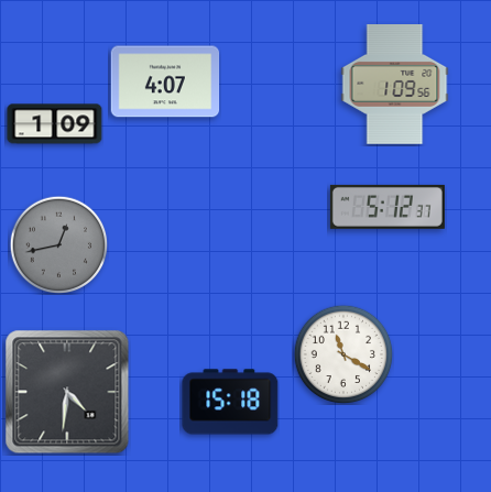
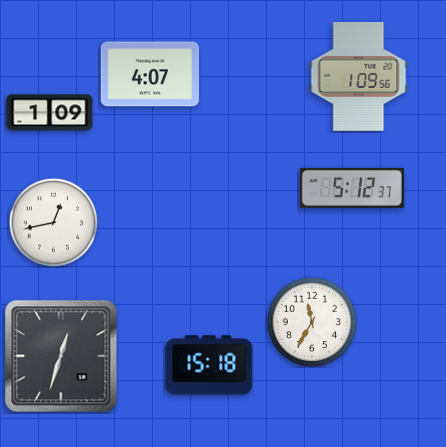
clock at (58, 244) dial: grey -> white
clock at (343, 354): 11:20 -> 11:35
clock at (67, 392): 4:31 -> 12:33
